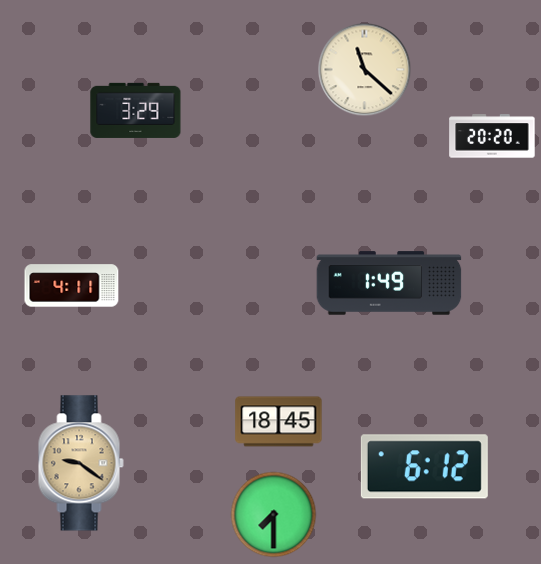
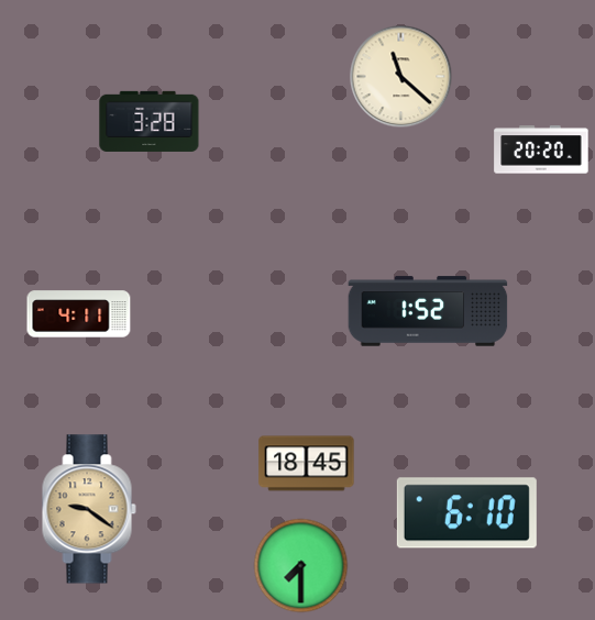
clock at (136, 110): 3:29 -> 3:28
clock at (389, 283): 1:49 -> 1:52
clock at (424, 467): 6:12 -> 6:10
